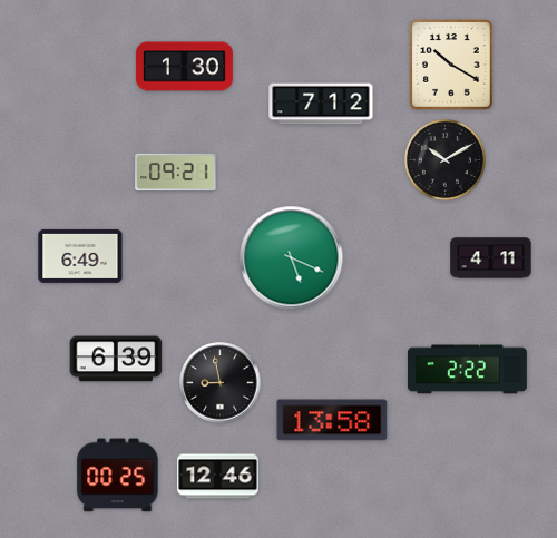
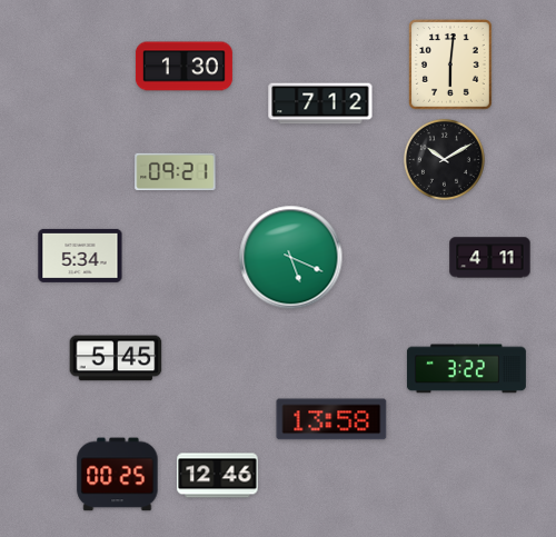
clock at (452, 66): 10:20 -> 6:01
clock at (80, 256): 6:49 -> 5:34
clock at (116, 359): 6:39 -> 5:45
clock at (467, 370): 2:22 -> 3:22
clock at (221, 383): 8:58 -> none
